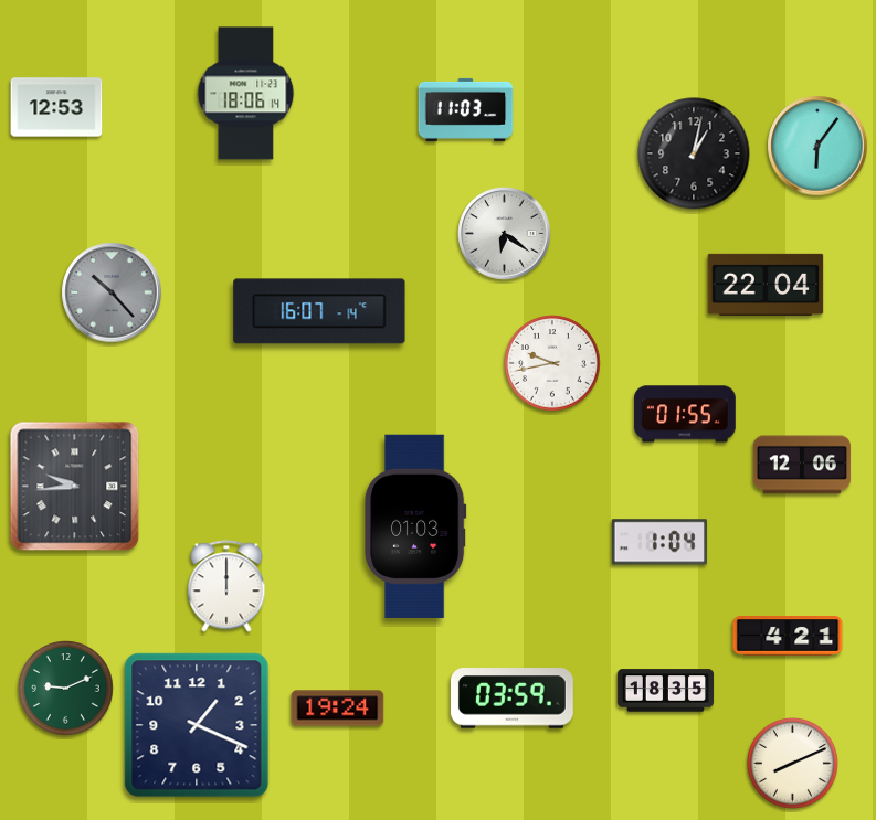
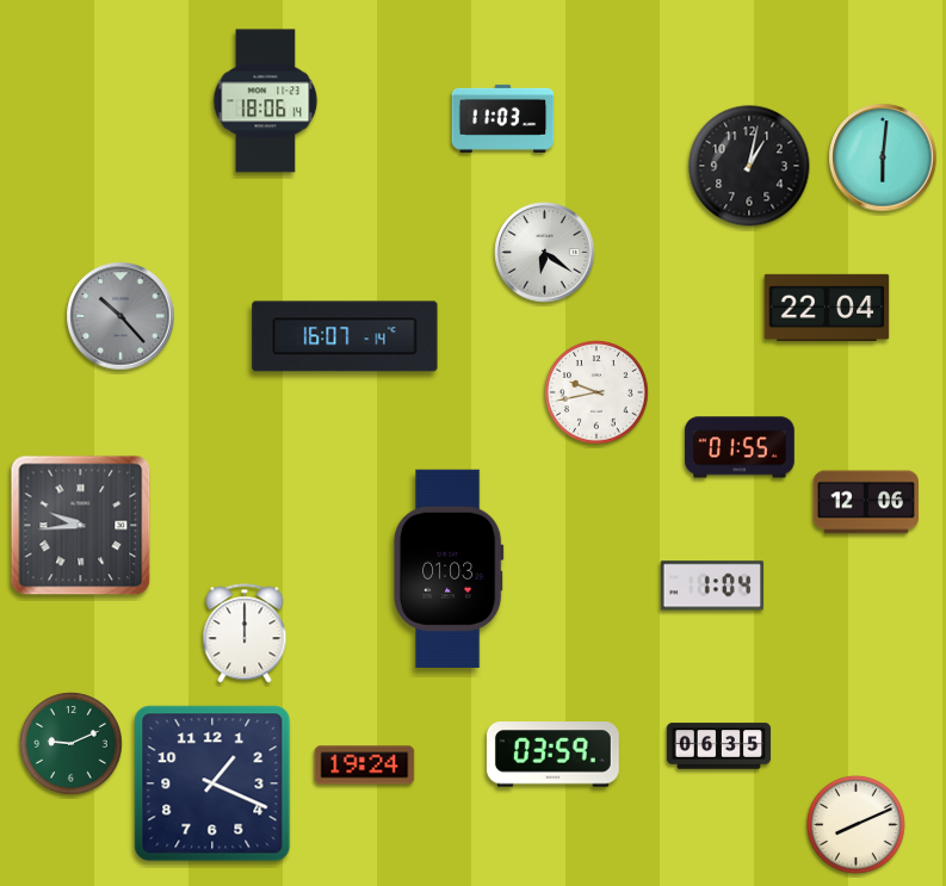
clock at (56, 107): 12:53 -> none
clock at (817, 146): 6:06 -> 6:01
clock at (788, 637): 4:21 -> none
clock at (666, 691): 18:35 -> 06:35
